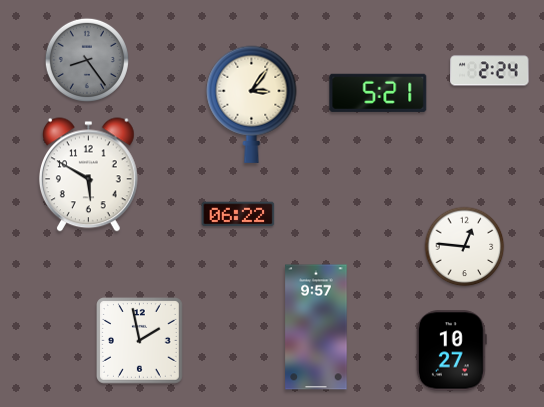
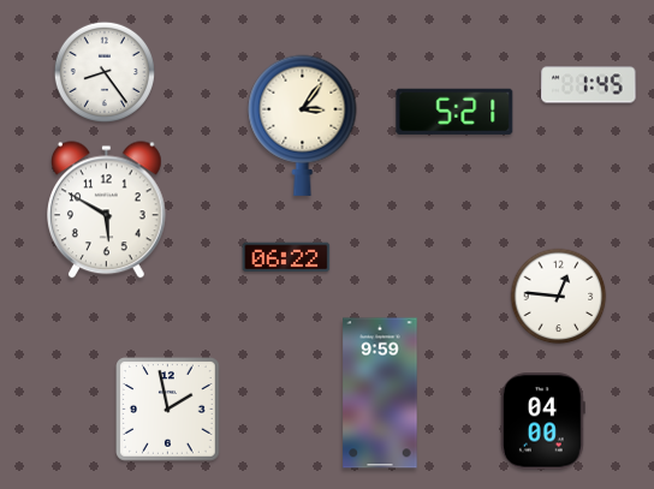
clock at (87, 60) dial: grey -> white
clock at (490, 71): 2:24 -> 1:45
clock at (316, 327): 9:57 -> 9:59
clock at (451, 351): 10:27 -> 04:00
